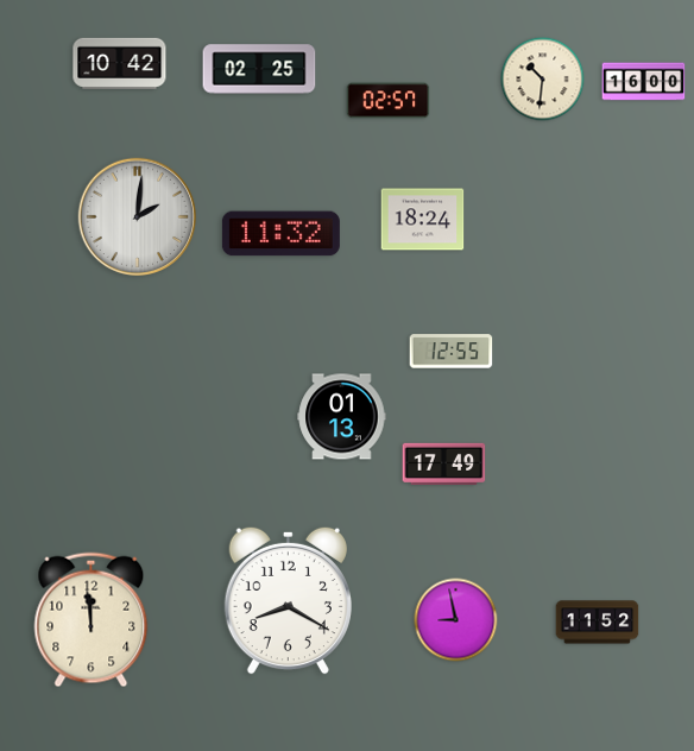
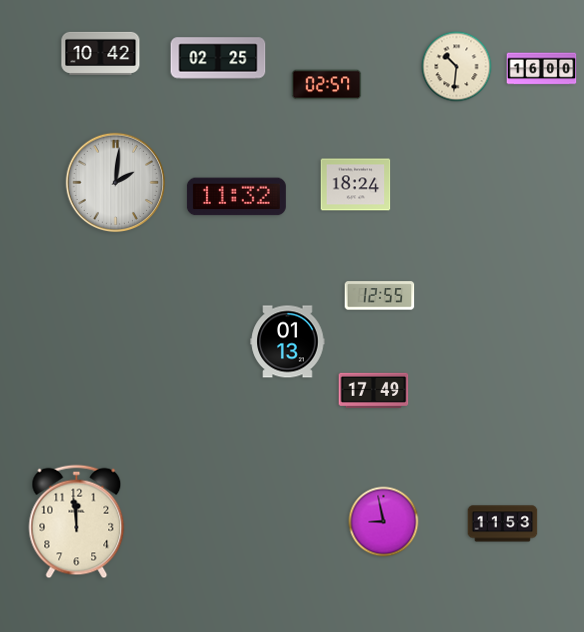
clock at (342, 417) position: (342, 417) -> (288, 342)
clock at (288, 600): 8:20 -> none
clock at (598, 623): 11:52 -> 11:53
